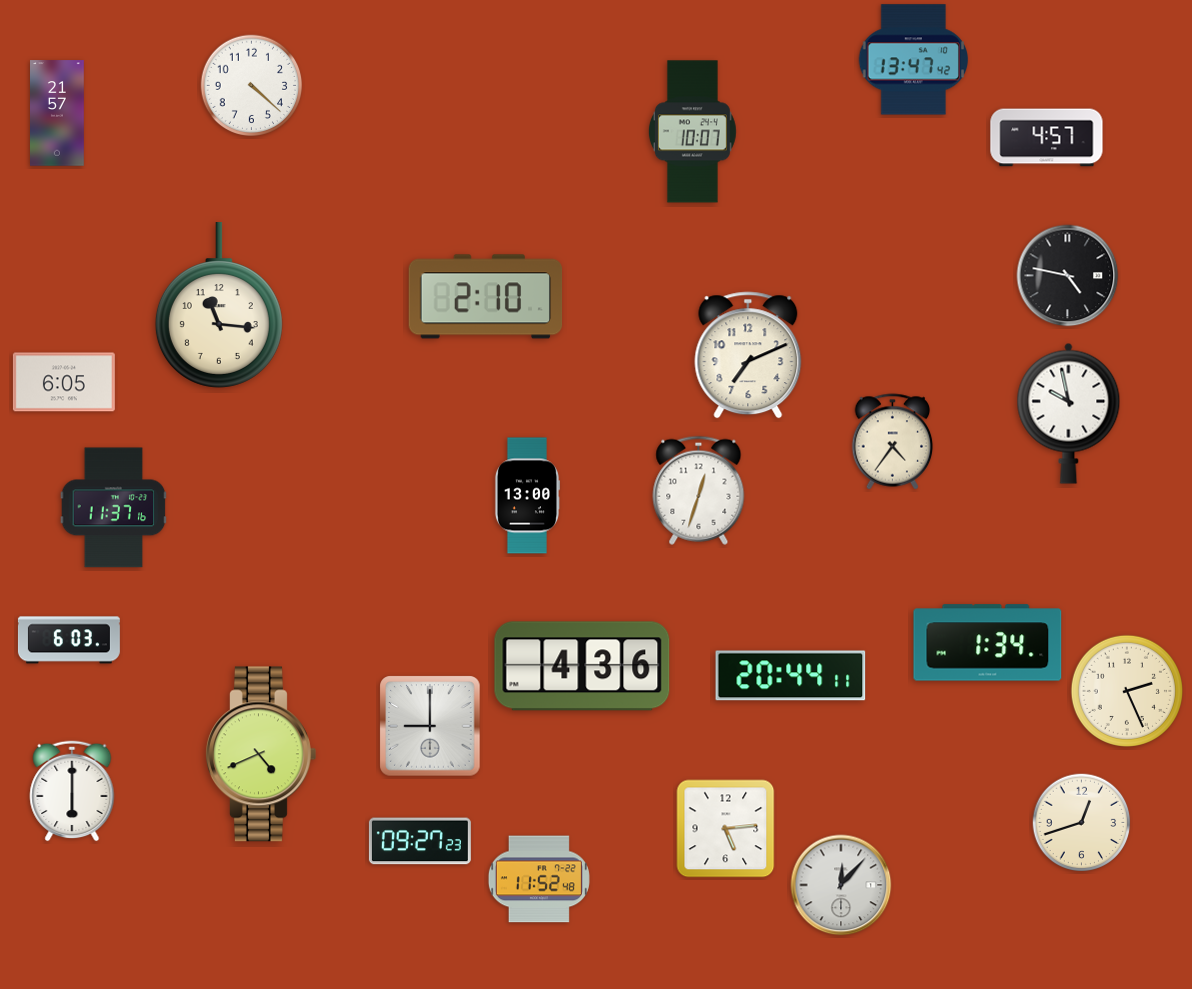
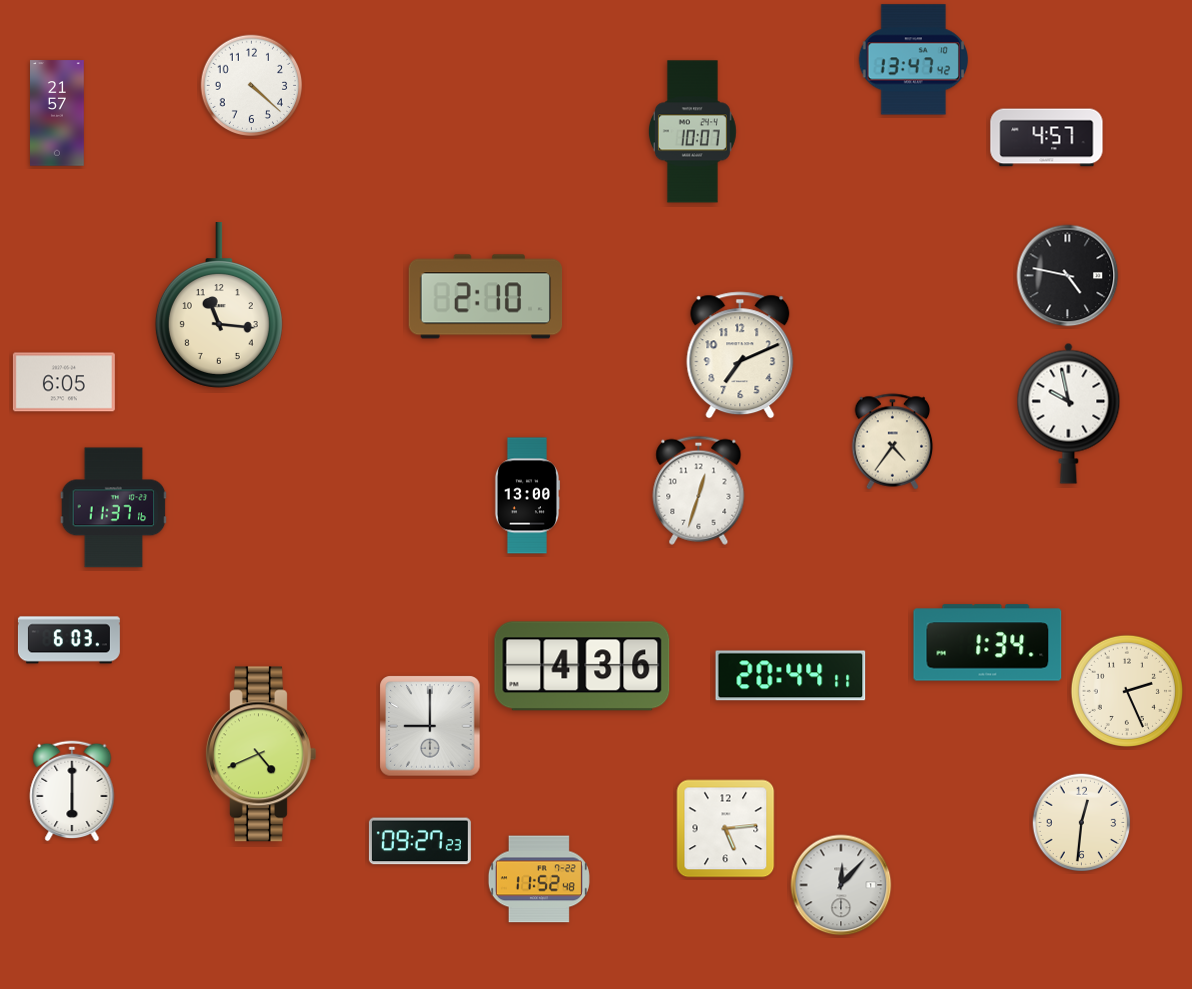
clock at (748, 355) position: (748, 355) -> (740, 355)
clock at (1082, 823): 12:42 -> 12:31
